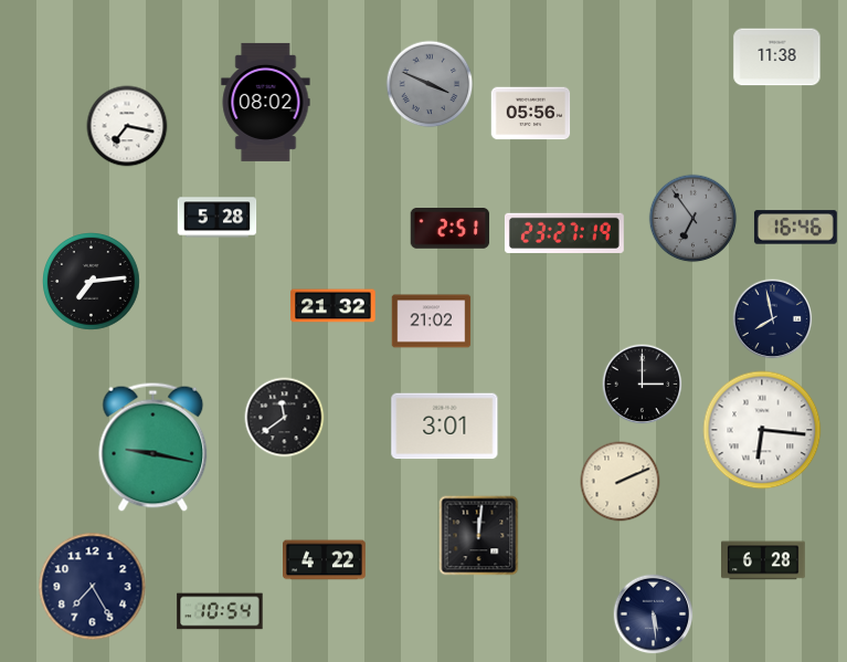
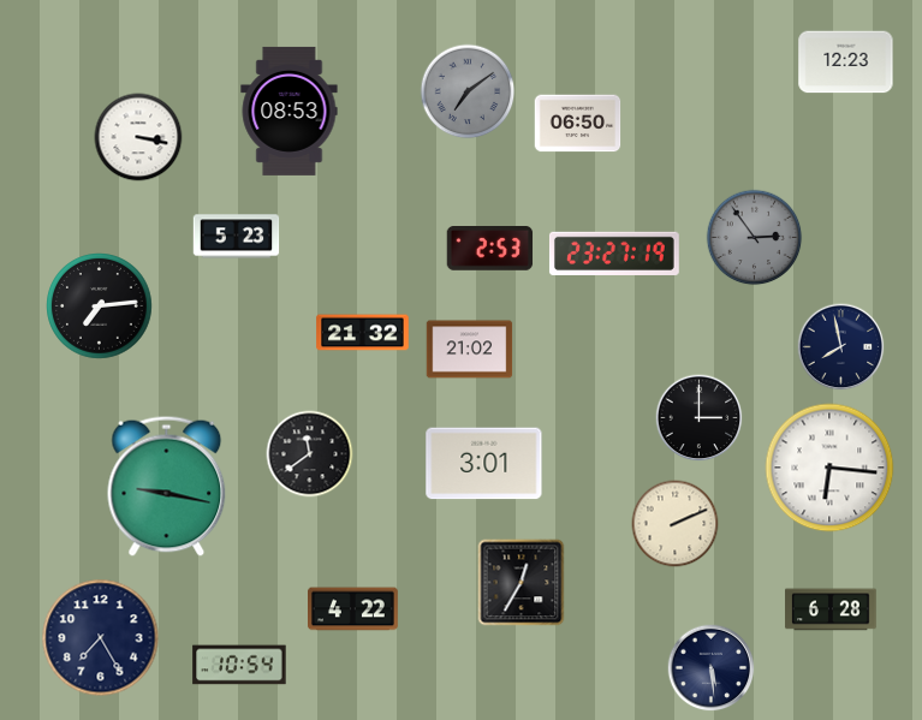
clock at (777, 57): 11:38 -> 12:23
clock at (430, 84): 3:49 -> 7:09
clock at (266, 102): 08:02 -> 08:53
clock at (531, 114): 05:56 -> 06:50
clock at (127, 126): 7:17 -> 3:17
clock at (218, 218): 5:28 -> 5:23
clock at (694, 219): 6:54 -> 2:54
clock at (795, 228): 16:46 -> none
clock at (451, 229): 2:51 -> 2:53
clock at (479, 536): 12:01 -> 12:35
